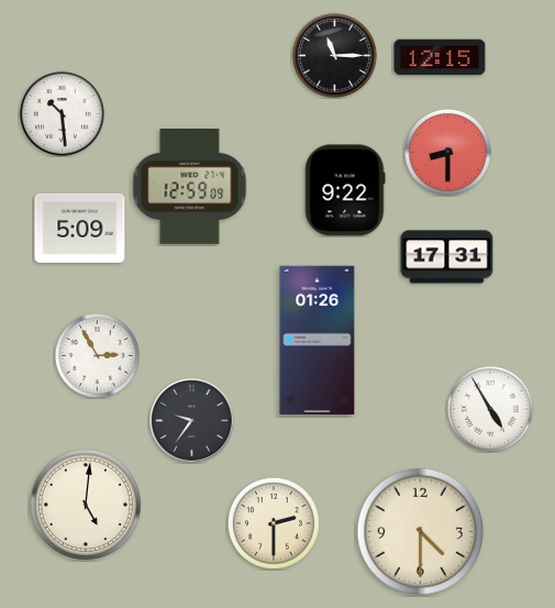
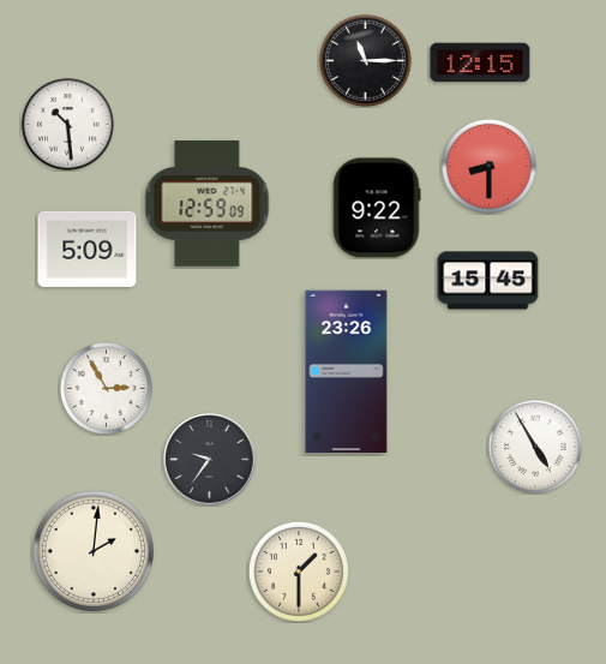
clock at (447, 257): 17:31 -> 15:45
clock at (318, 340): 01:26 -> 23:26
clock at (85, 504): 5:01 -> 2:01
clock at (274, 523): 2:30 -> 1:30
clock at (421, 532): 4:30 -> none
